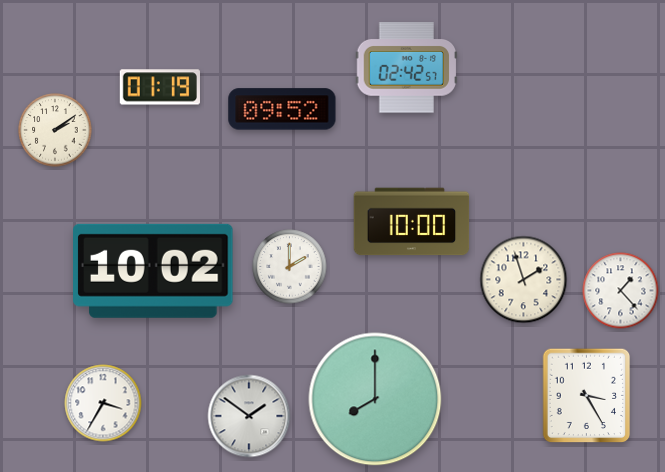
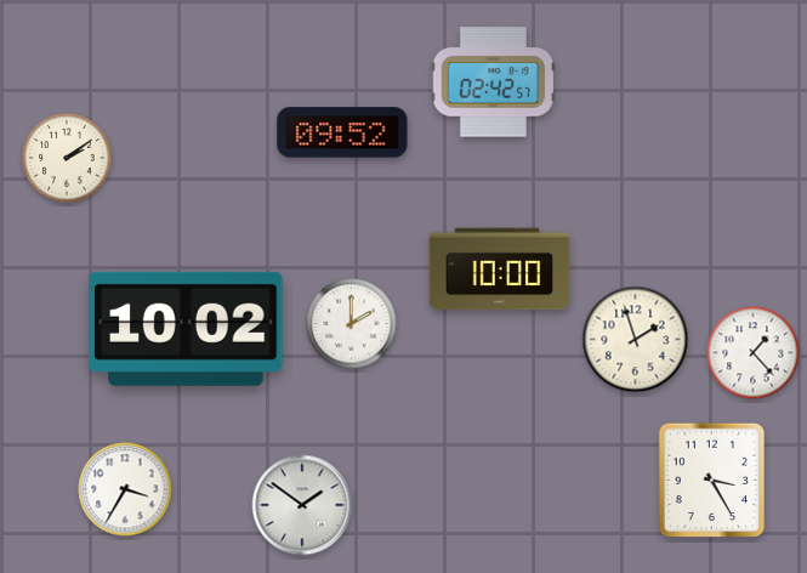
clock at (160, 87): 01:19 -> none
clock at (375, 399): 8:00 -> none
